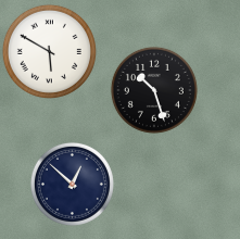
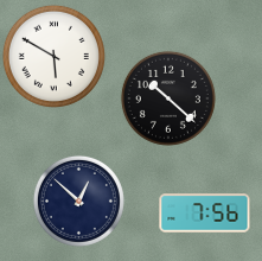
clock at (154, 90): 10:27 -> 10:22
clock at (205, 214): none -> 7:56
